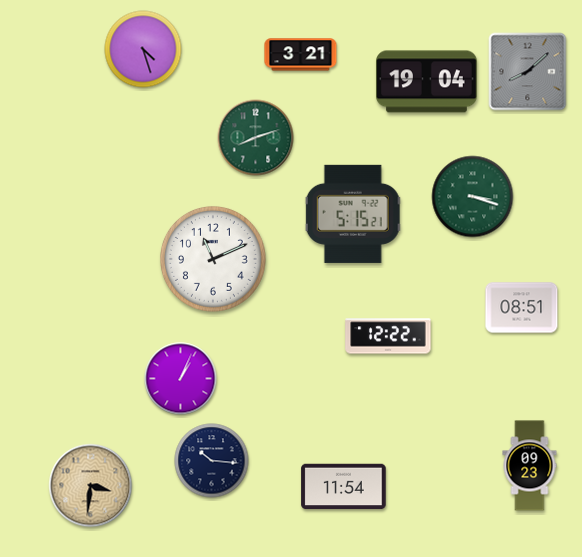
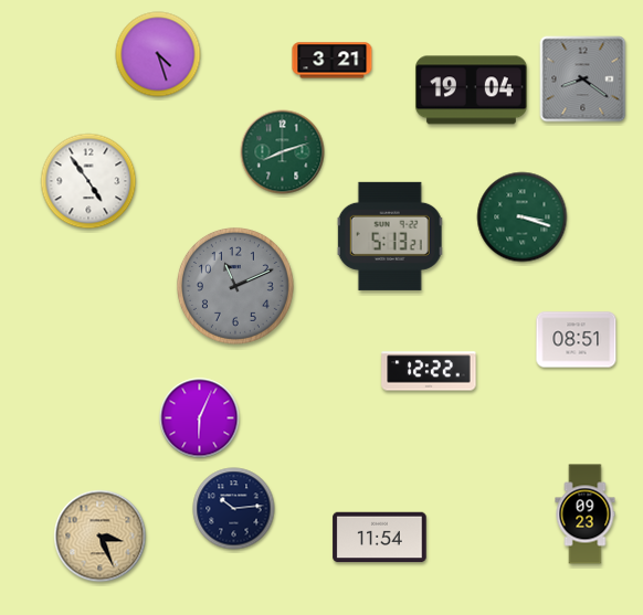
clock at (528, 72): 8:08 -> 8:21
clock at (88, 181): none -> 4:54
clock at (353, 214): 5:15 -> 5:13
clock at (213, 259) dial: white -> grey
clock at (181, 379): 1:04 -> 6:04
clock at (212, 461): 10:16 -> 10:14
clock at (91, 486): 3:31 -> 3:26
